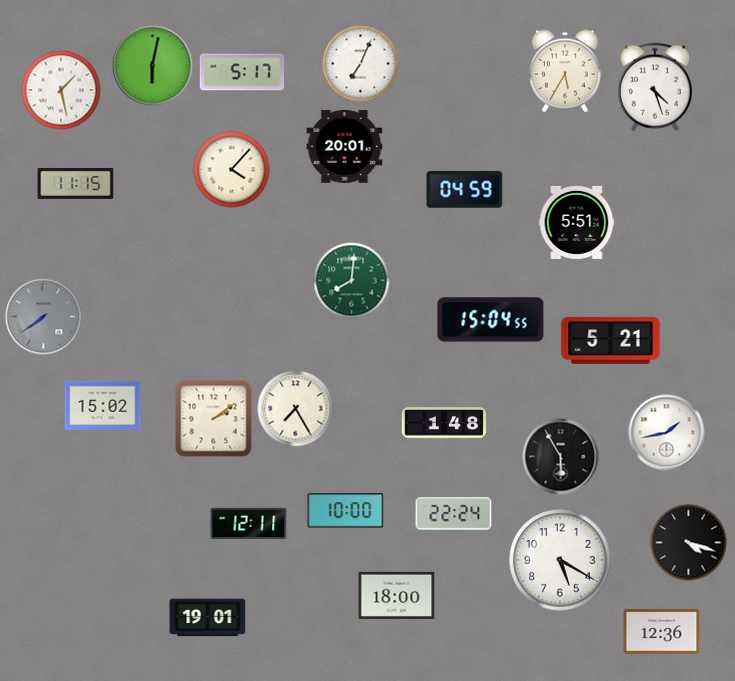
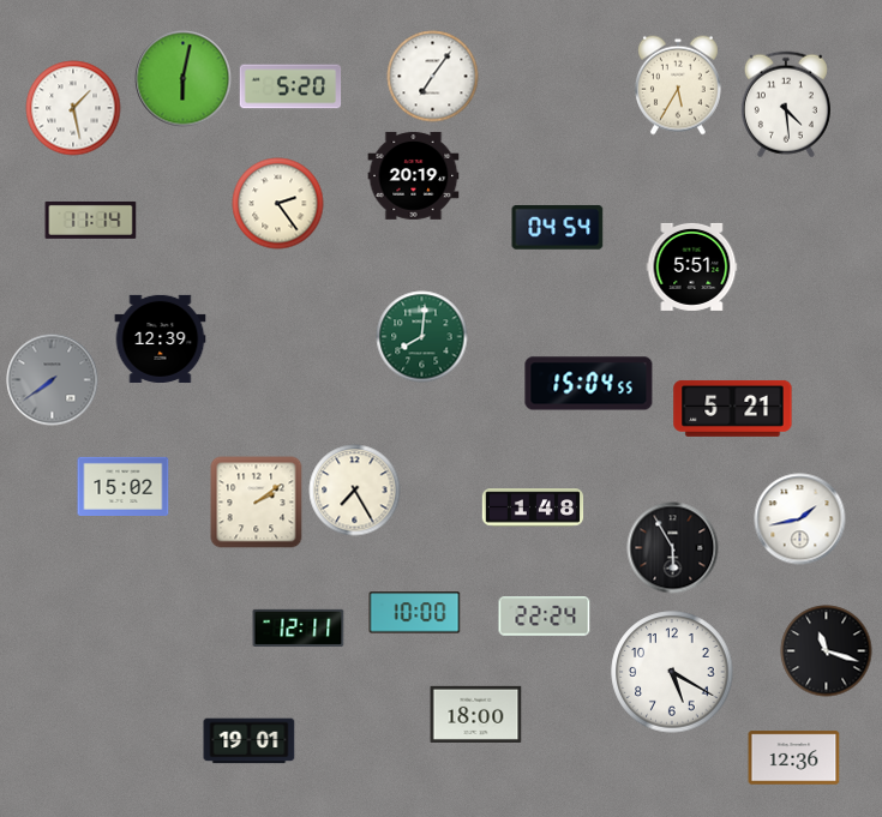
clock at (361, 64): 7:04 -> 7:06
clock at (242, 72): 5:17 -> 5:20
clock at (655, 87): 4:27 -> 4:29
clock at (345, 146): 20:01 -> 20:19
clock at (232, 170): 4:07 -> 2:24
clock at (76, 183): 11:15 -> 11:14
clock at (465, 189): 04:59 -> 04:54
clock at (161, 338): none -> 12:39
clock at (689, 543): 4:18 -> 11:18
